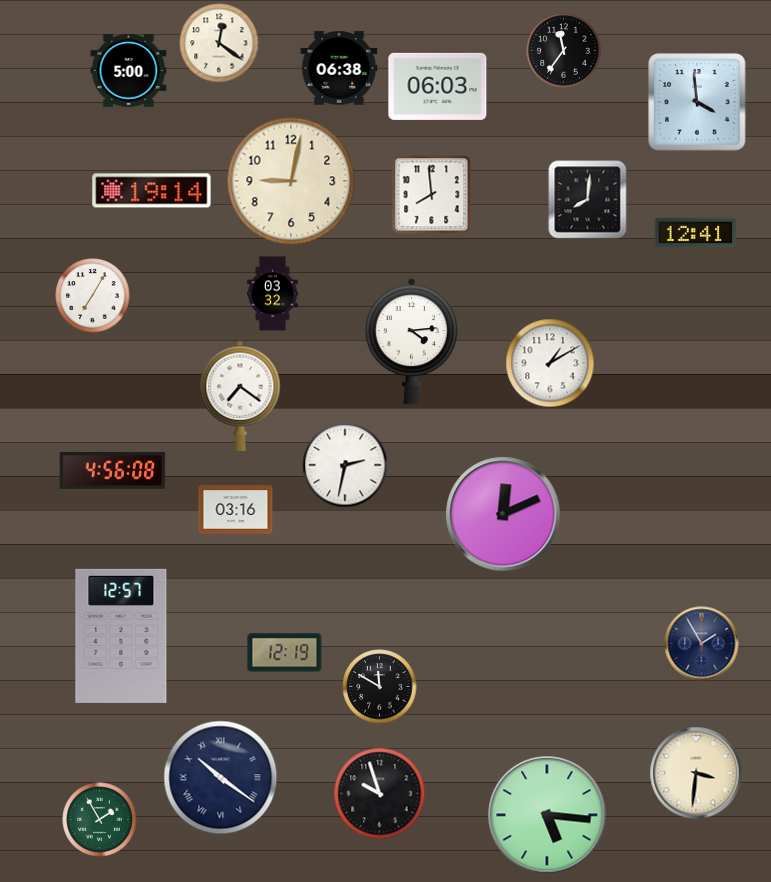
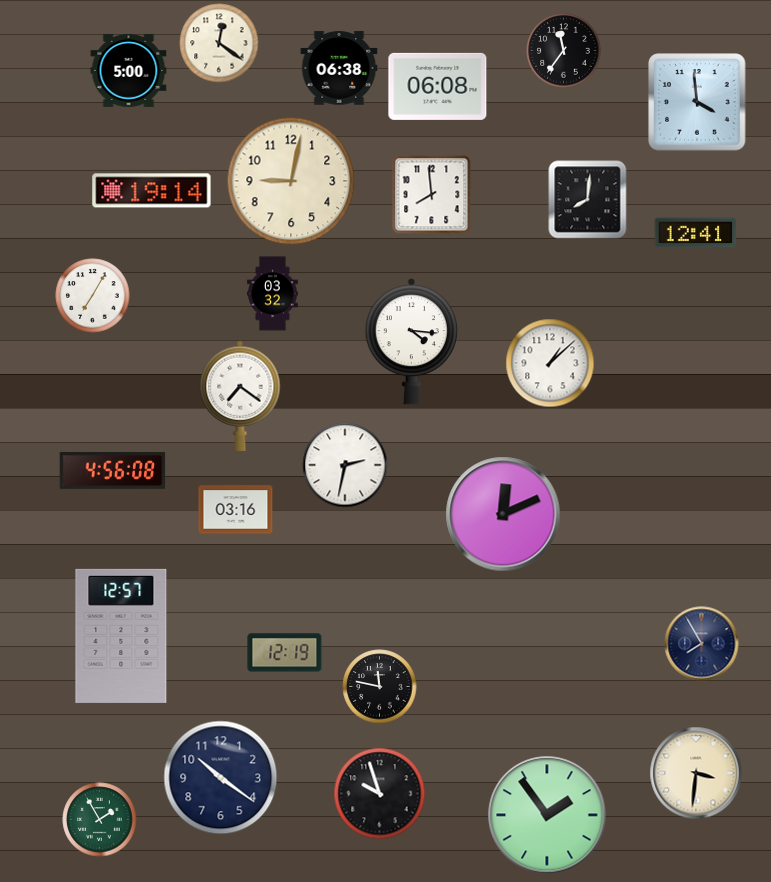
clock at (438, 86): 06:03 -> 06:08
clock at (411, 342): 4:14 -> 4:16
clock at (550, 363): 1:10 -> 1:08
clock at (702, 644): 1:55 -> 7:55
clock at (380, 687): 11:50 -> 11:47
clock at (221, 778) numerals: Roman -> Arabic
clock at (547, 815): 5:16 -> 1:54
